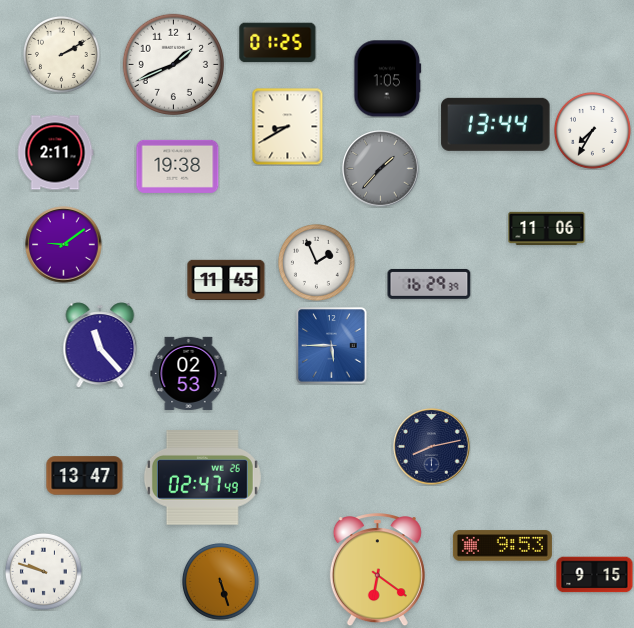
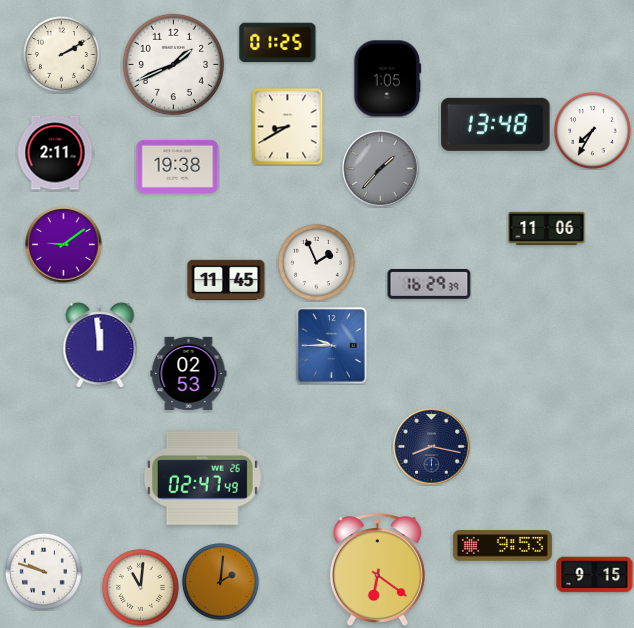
clock at (496, 124): 13:44 -> 13:48
clock at (100, 345): 11:23 -> 11:59
clock at (332, 346): 5:45 -> 9:45
clock at (432, 447): 8:13 -> 8:17
clock at (85, 476): 13:47 -> none
clock at (220, 581): 5:27 -> 2:01
clock at (140, 587): none -> 11:01
